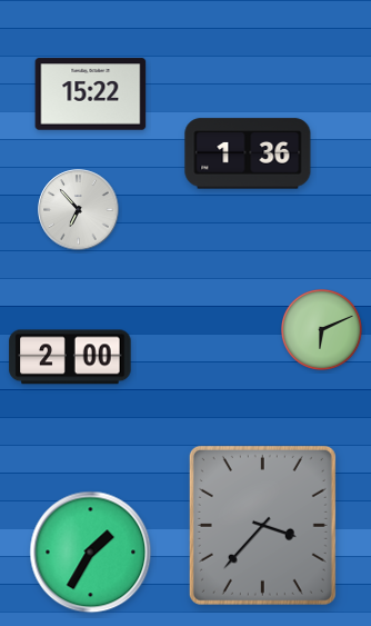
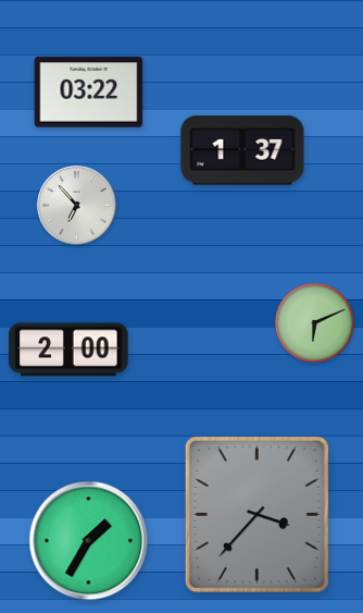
clock at (91, 95): 15:22 -> 03:22
clock at (248, 153): 1:36 -> 1:37
